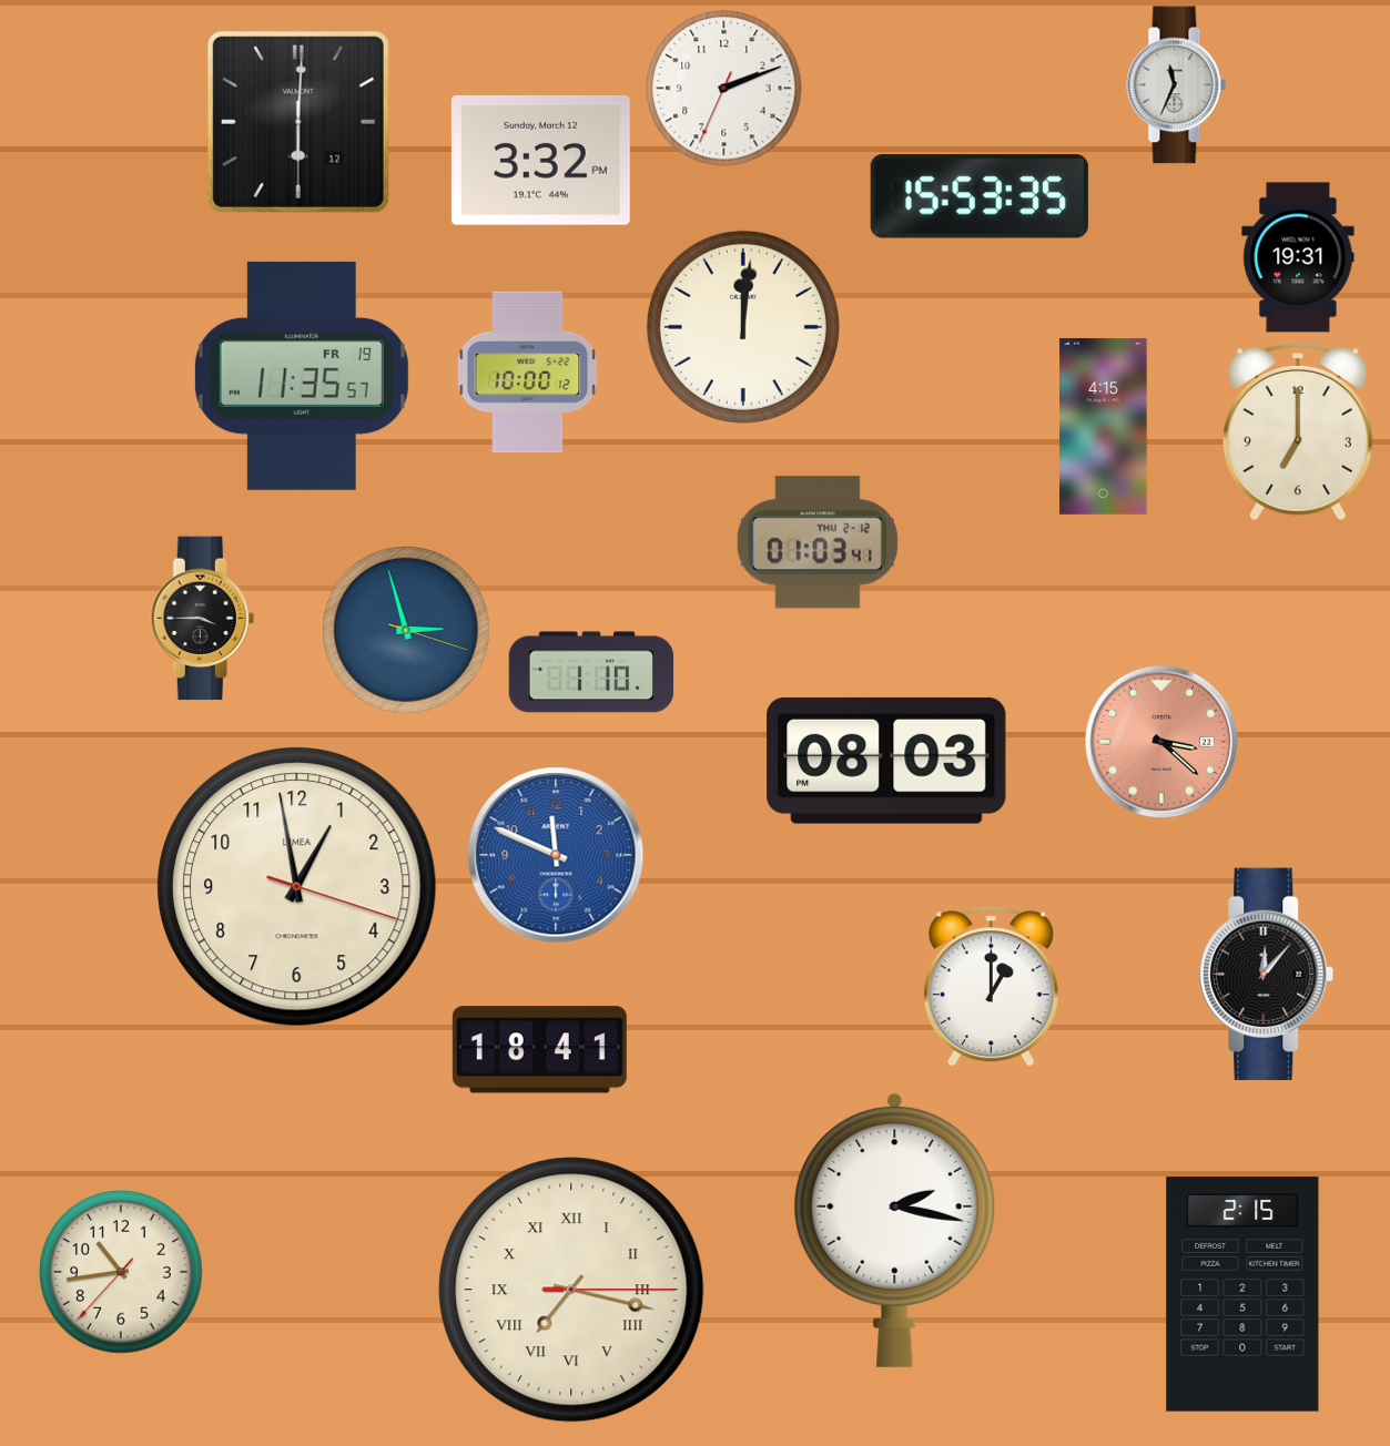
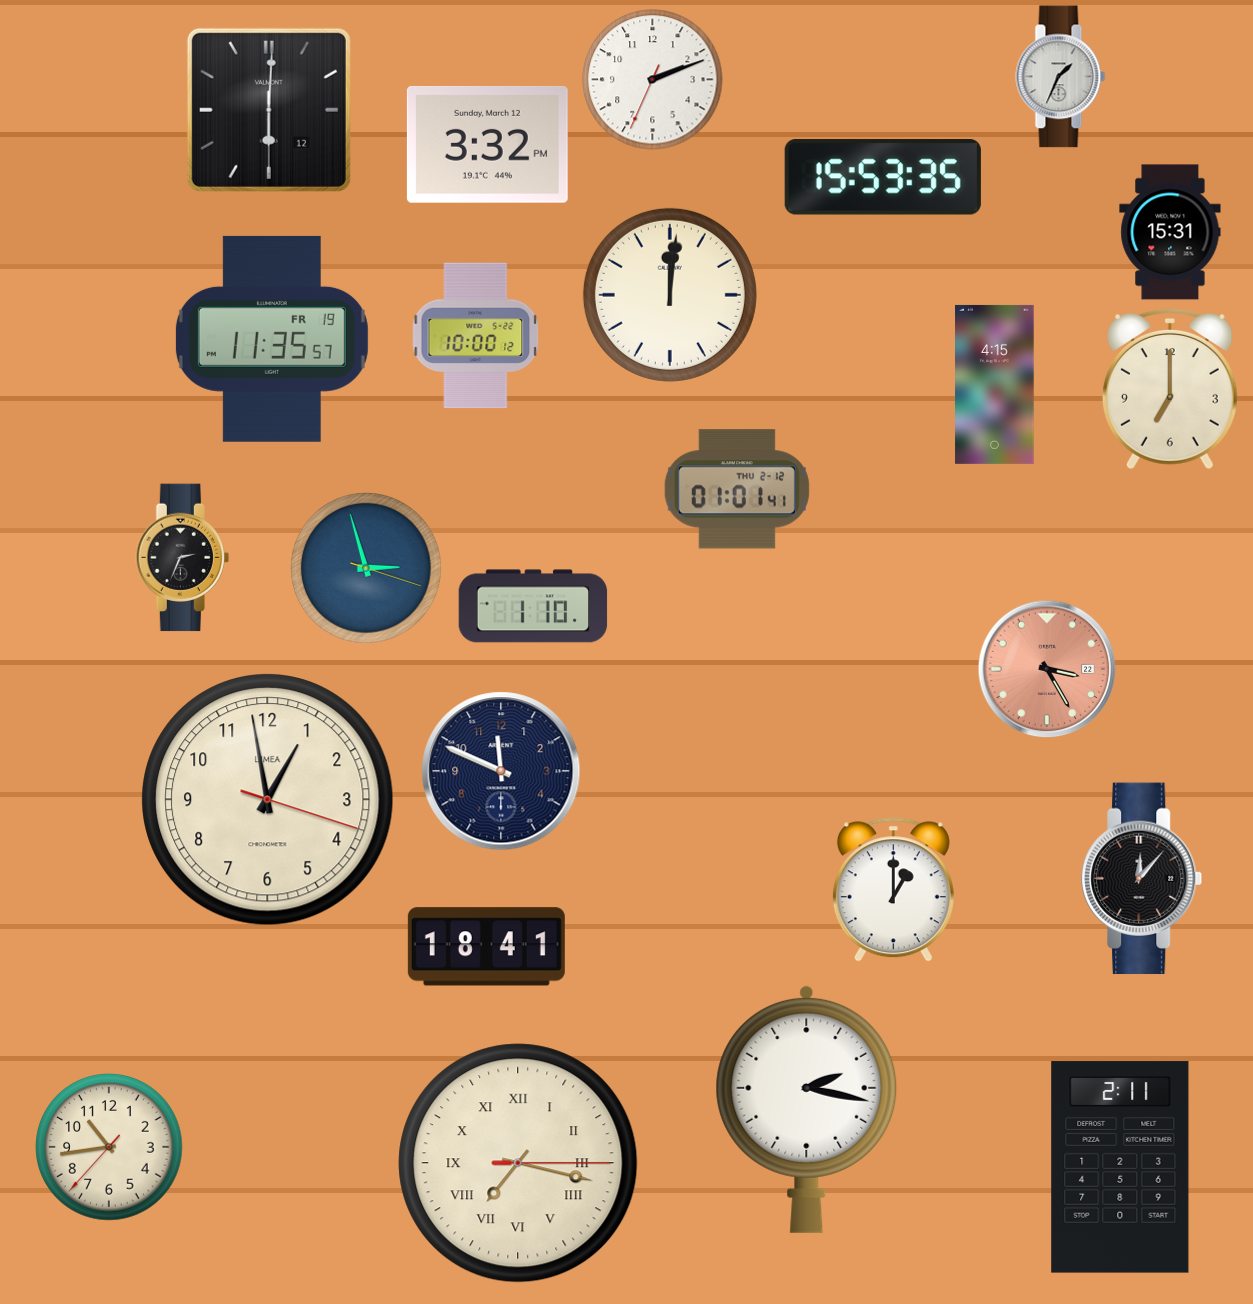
clock at (1177, 85): 11:34 -> 1:34
clock at (1298, 257): 19:31 -> 15:31
clock at (818, 542): 01:03 -> 01:01
clock at (202, 619): 3:45 -> 2:34
clock at (1161, 742): 3:22 -> 3:25
clock at (886, 761): 08:03 -> none
clock at (556, 855) dial: blue -> navy
clock at (571, 1290) position: (571, 1290) -> (518, 1163)
clock at (1242, 1294): 2:15 -> 2:11
